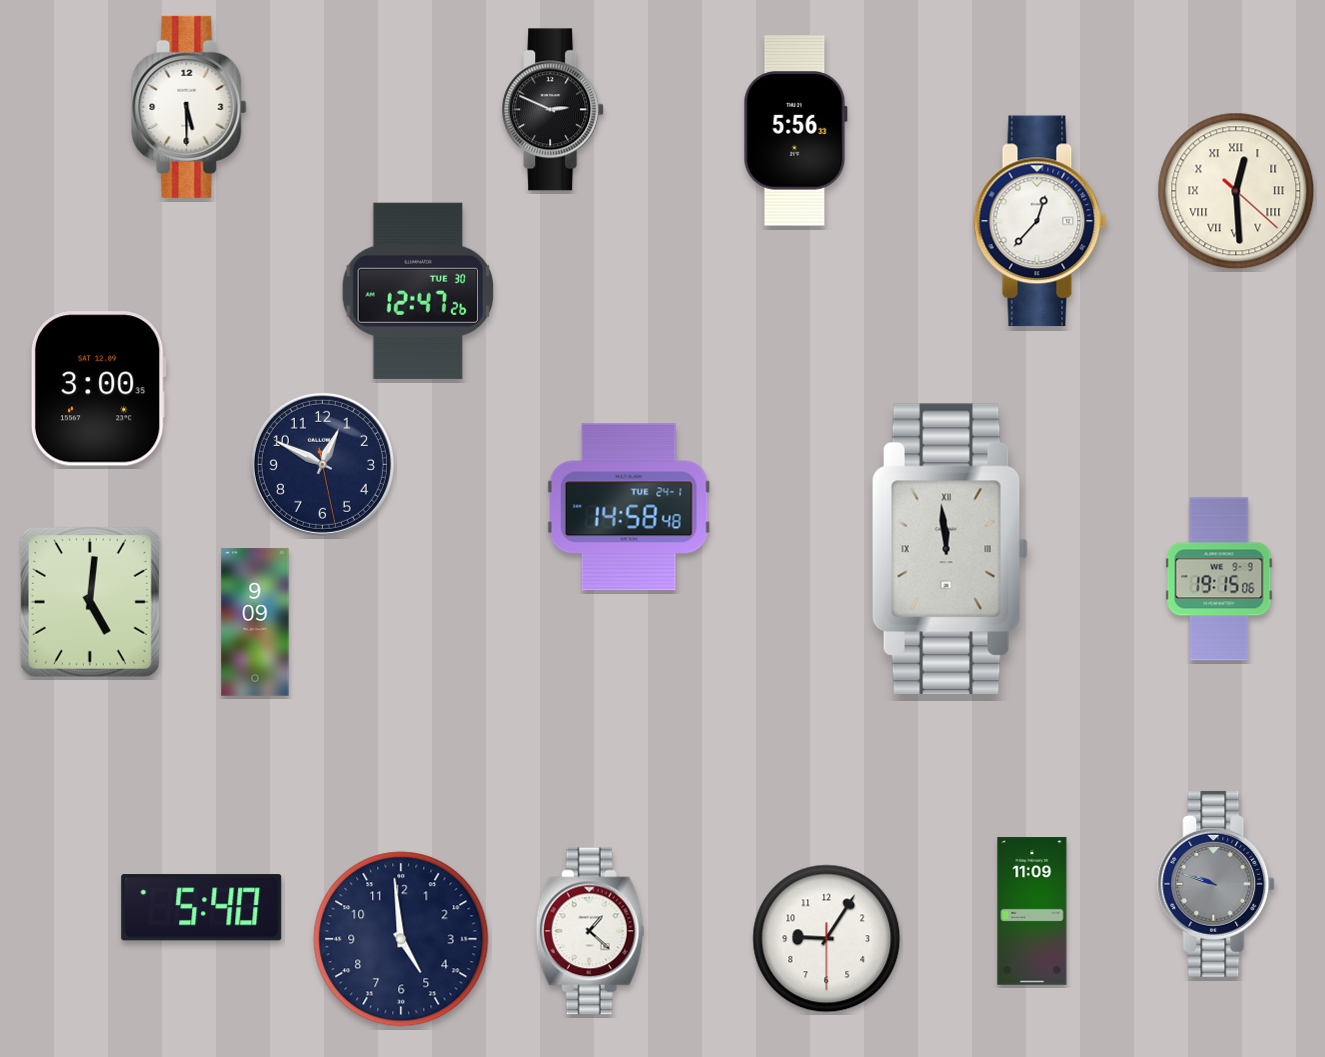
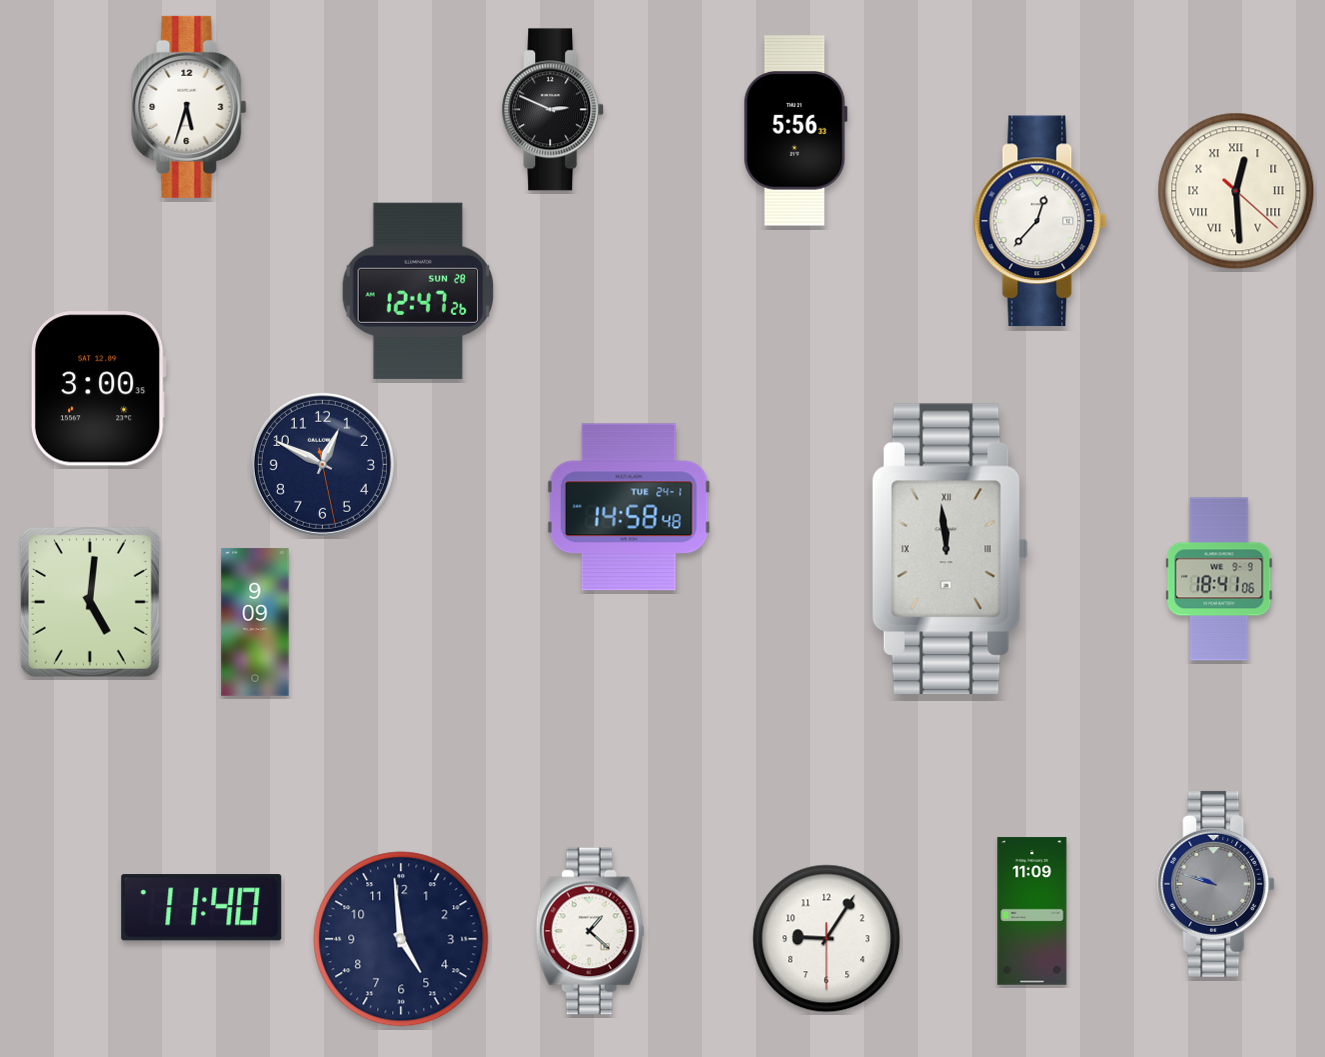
clock at (189, 107): 5:30 -> 5:33
clock at (418, 291) date: TUE 30 -> SUN 28
clock at (1219, 579): 19:15 -> 18:41
clock at (202, 908): 5:40 -> 11:40
